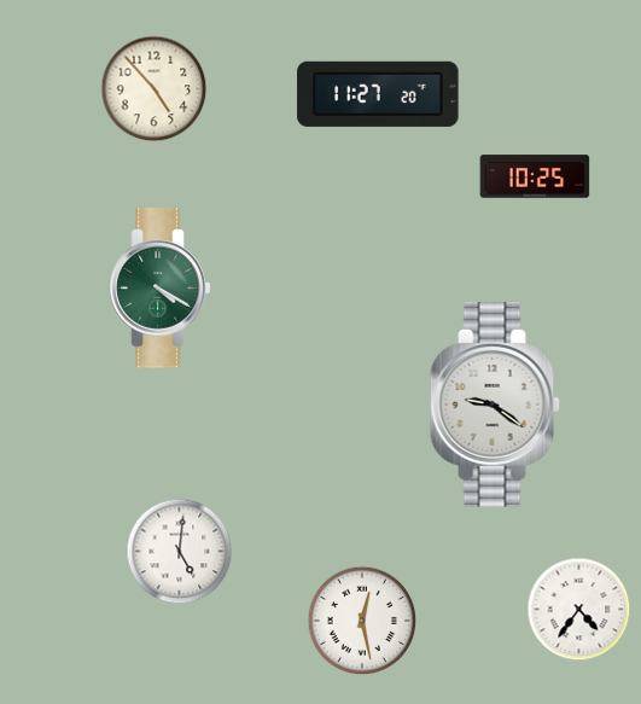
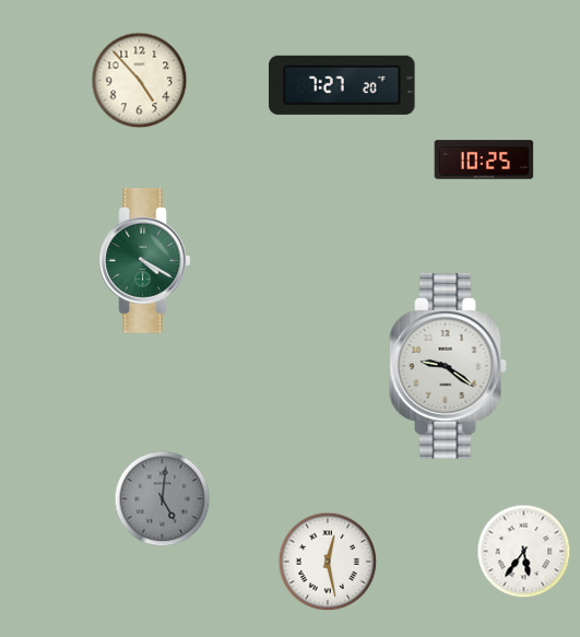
clock at (378, 94): 11:27 -> 7:27
clock at (180, 552) dial: white -> grey
clock at (579, 610): 4:36 -> 5:36
